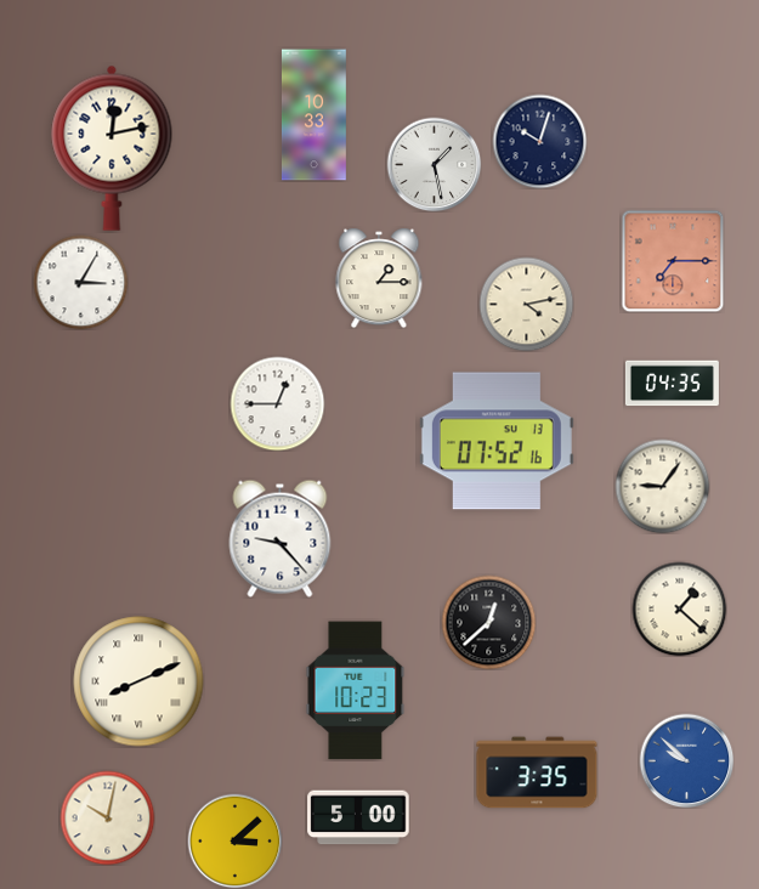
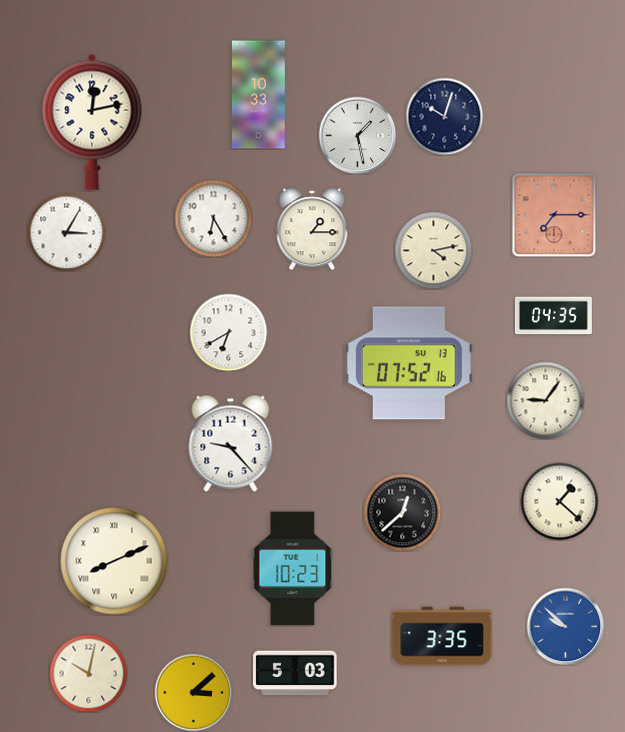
clock at (213, 218): none -> 6:25
clock at (277, 403): 12:45 -> 6:40
clock at (358, 817): 5:00 -> 5:03
